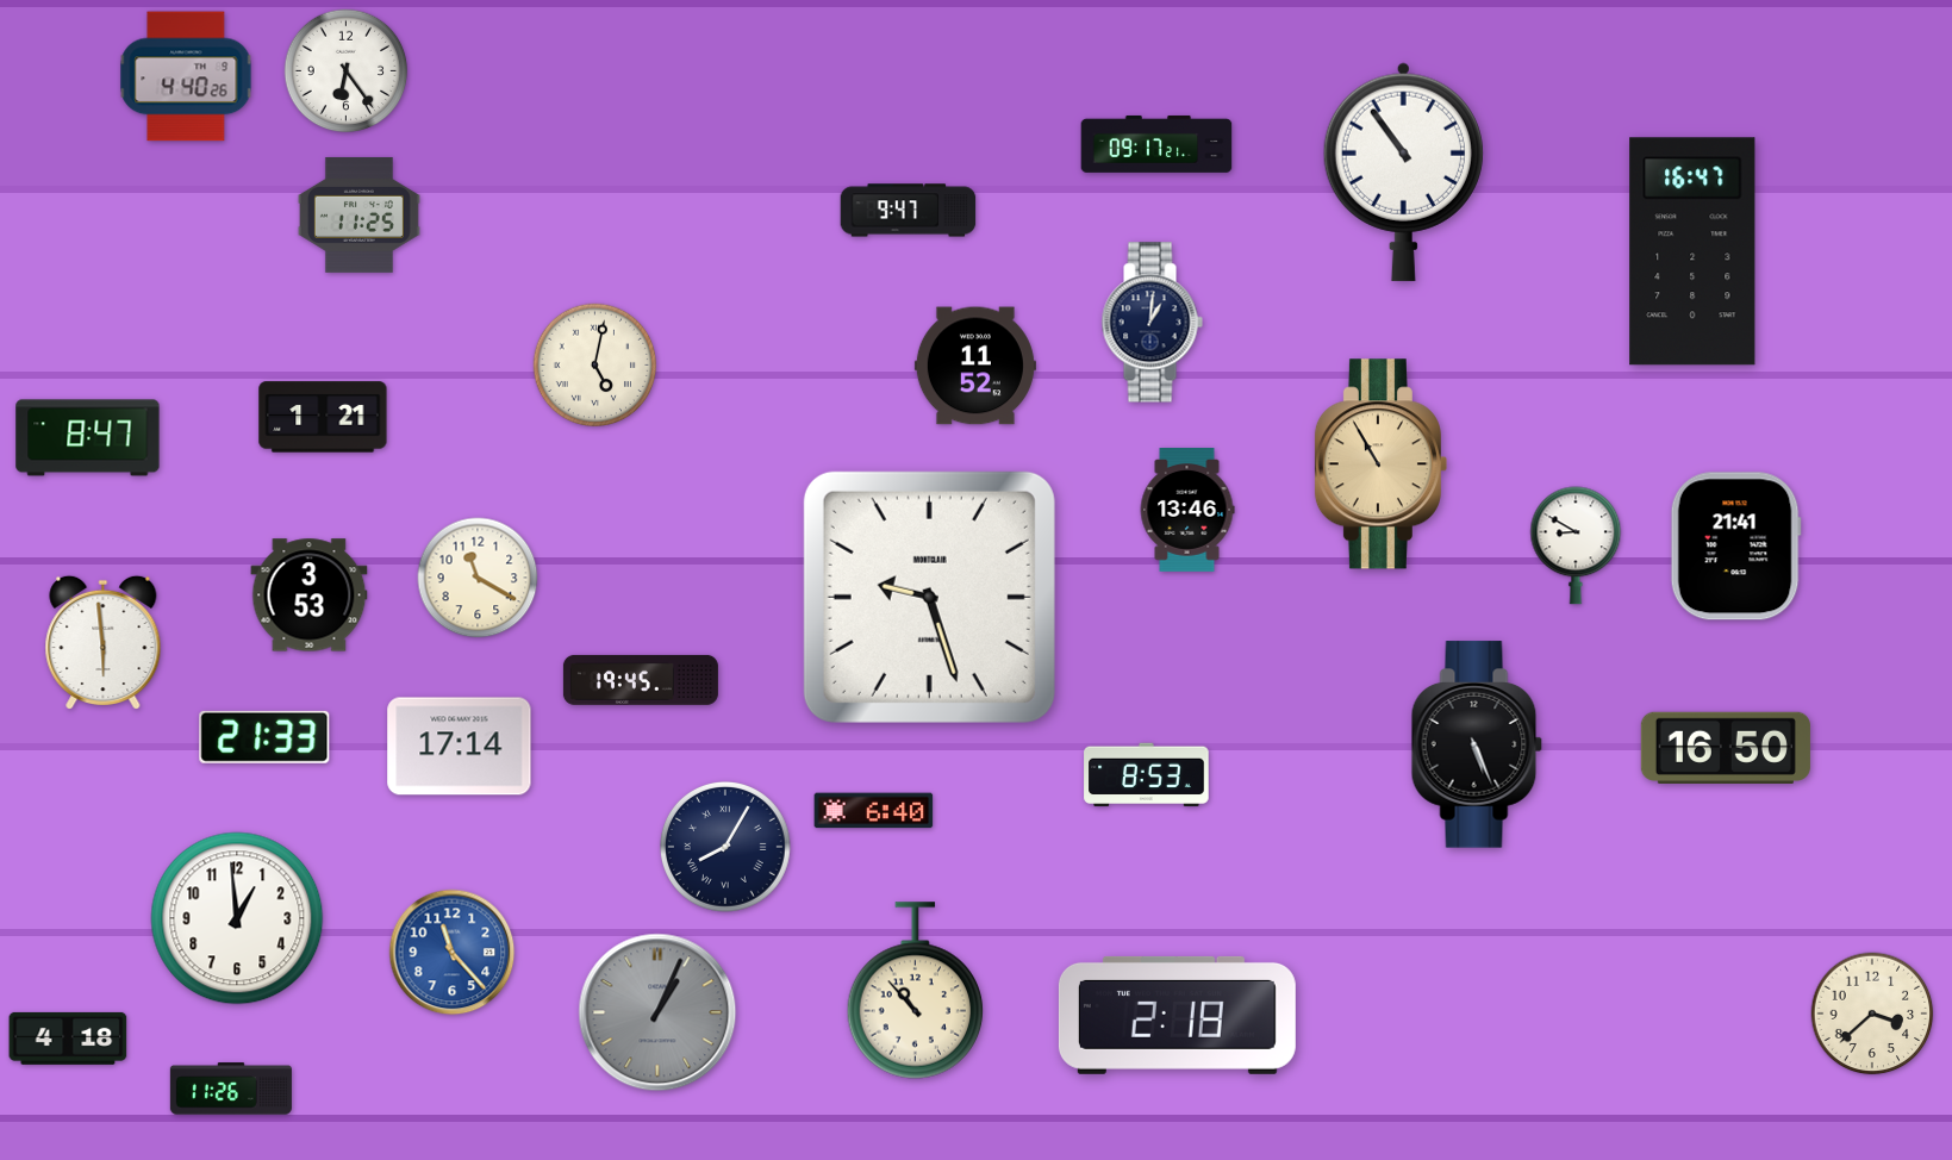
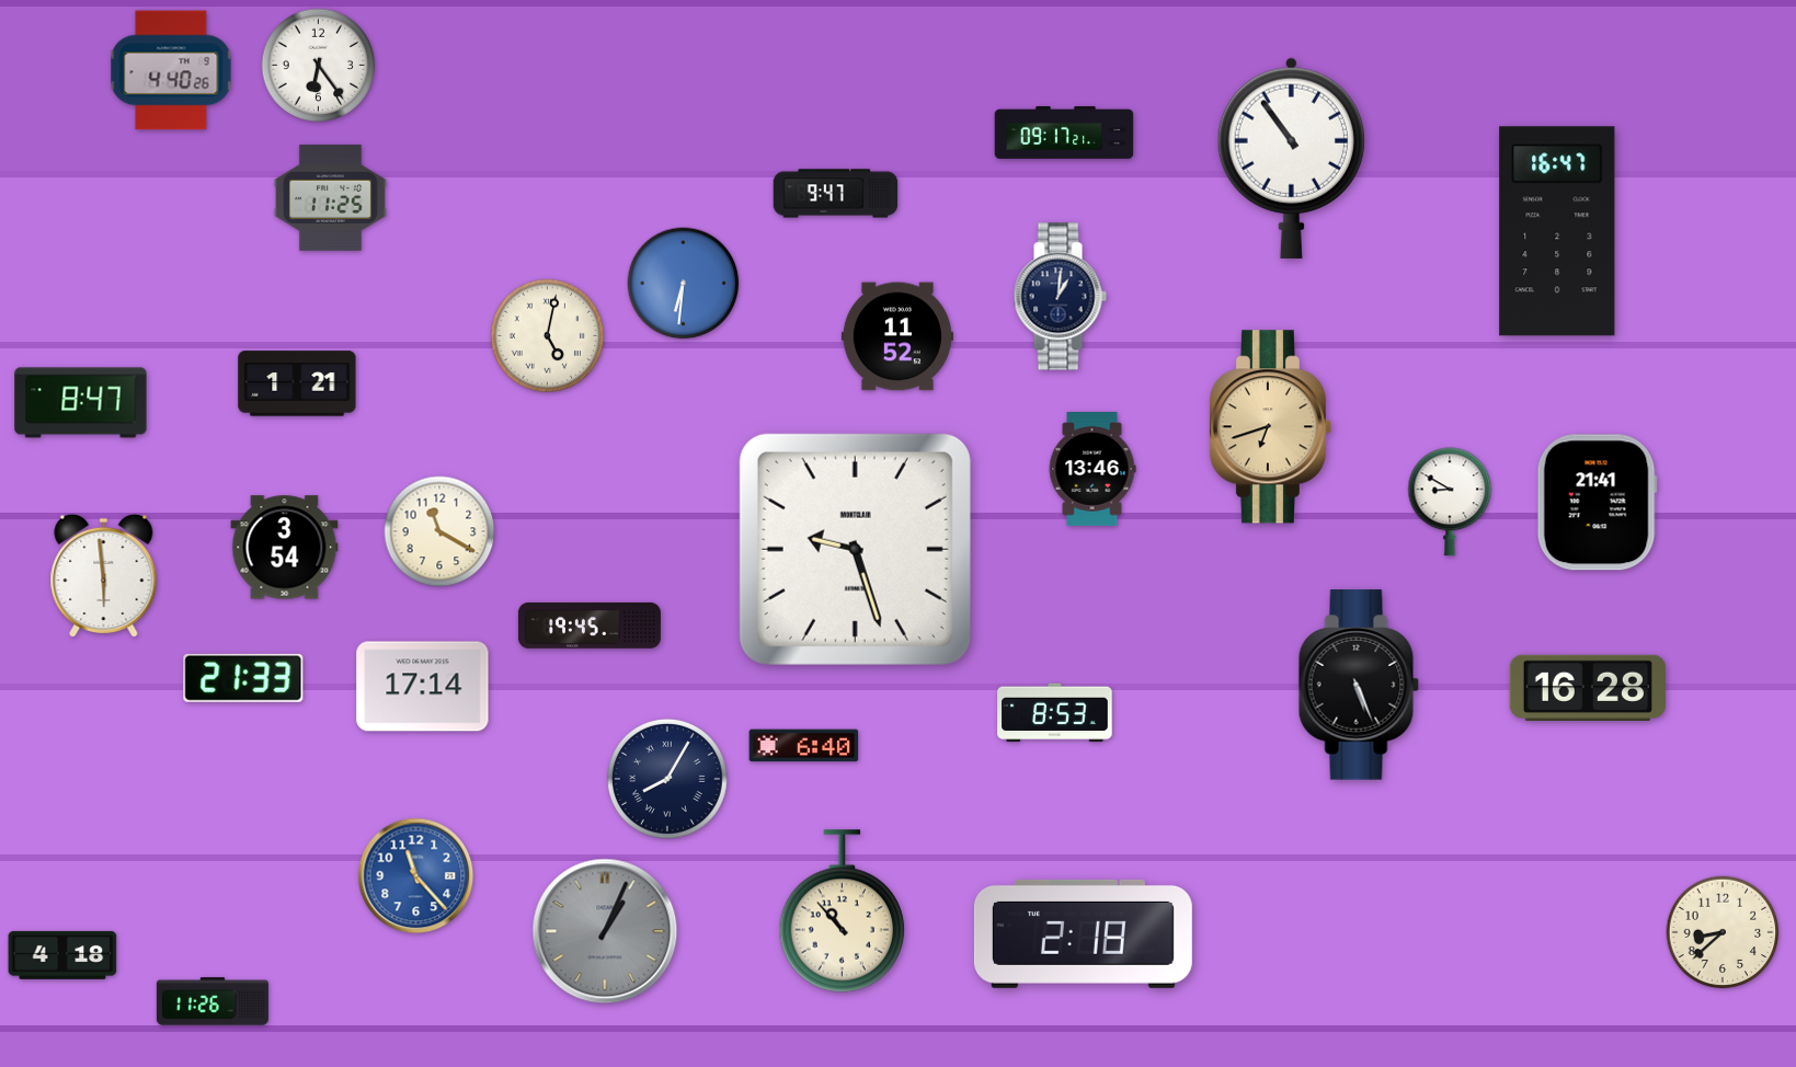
clock at (684, 284): none -> 6:31
clock at (1380, 464): 10:55 -> 6:42
clock at (310, 595): 3:53 -> 3:54
clock at (104, 642) position: (104, 642) -> (104, 575)
clock at (1726, 747): 16:50 -> 16:28
clock at (237, 918): 12:59 -> none
clock at (1872, 1014): 3:38 -> 8:38
